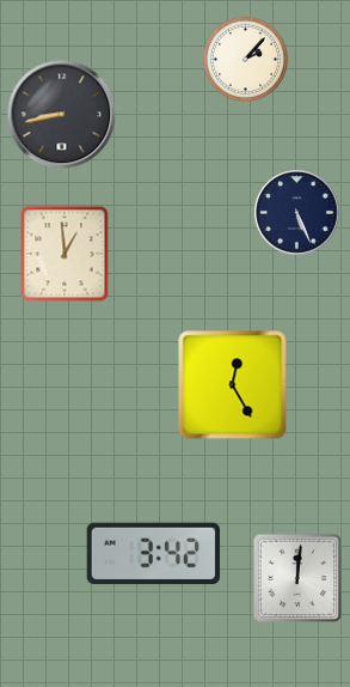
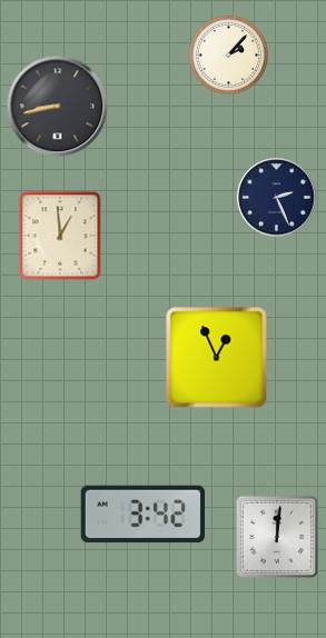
clock at (297, 213): 5:26 -> 2:26
clock at (233, 385): 12:25 -> 12:56
